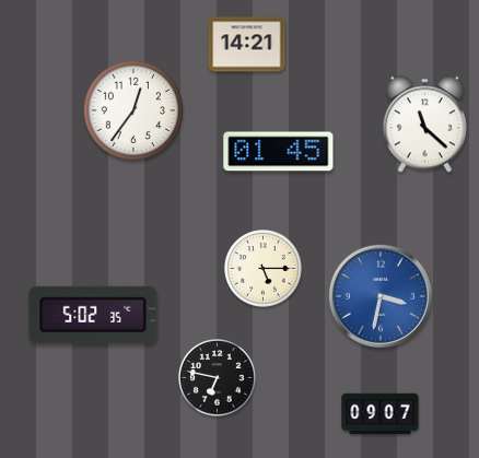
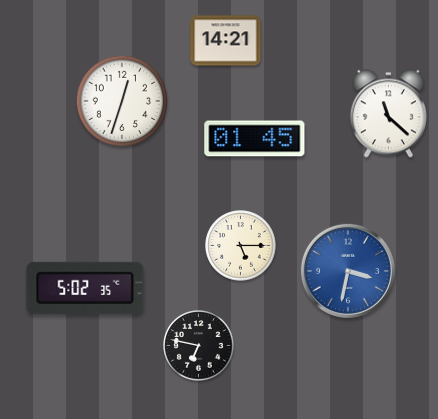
clock at (132, 109): 12:36 -> 12:33
clock at (381, 414): 09:07 -> none
